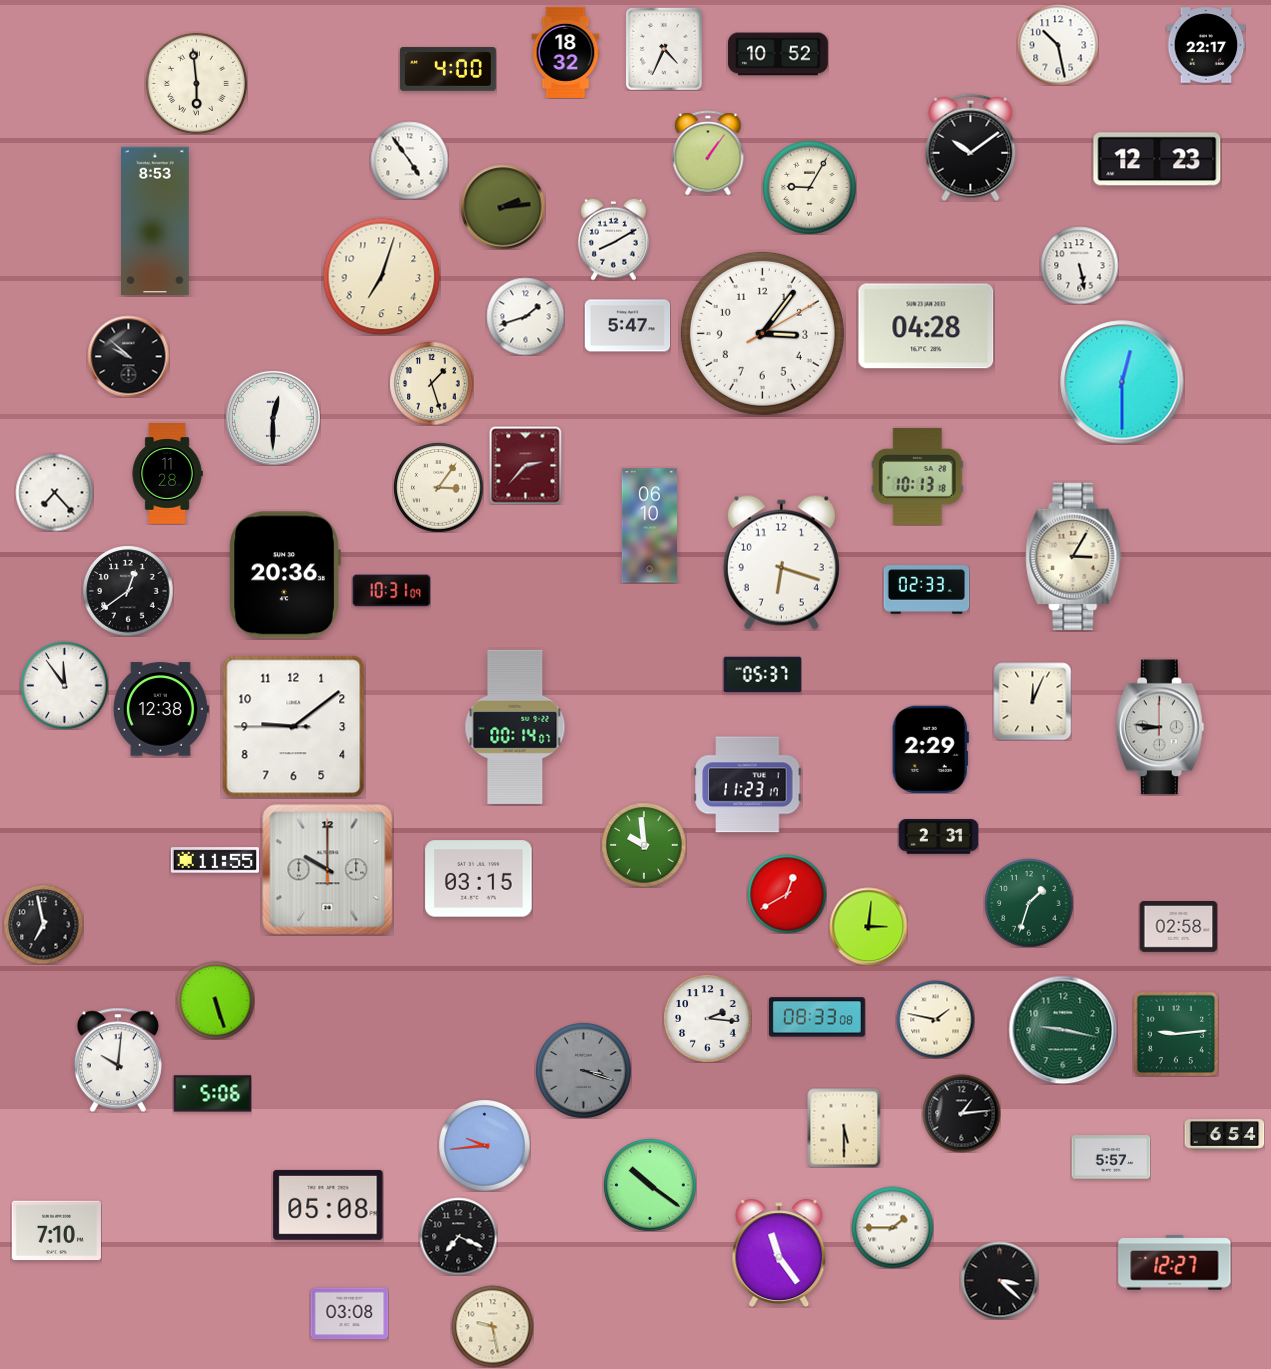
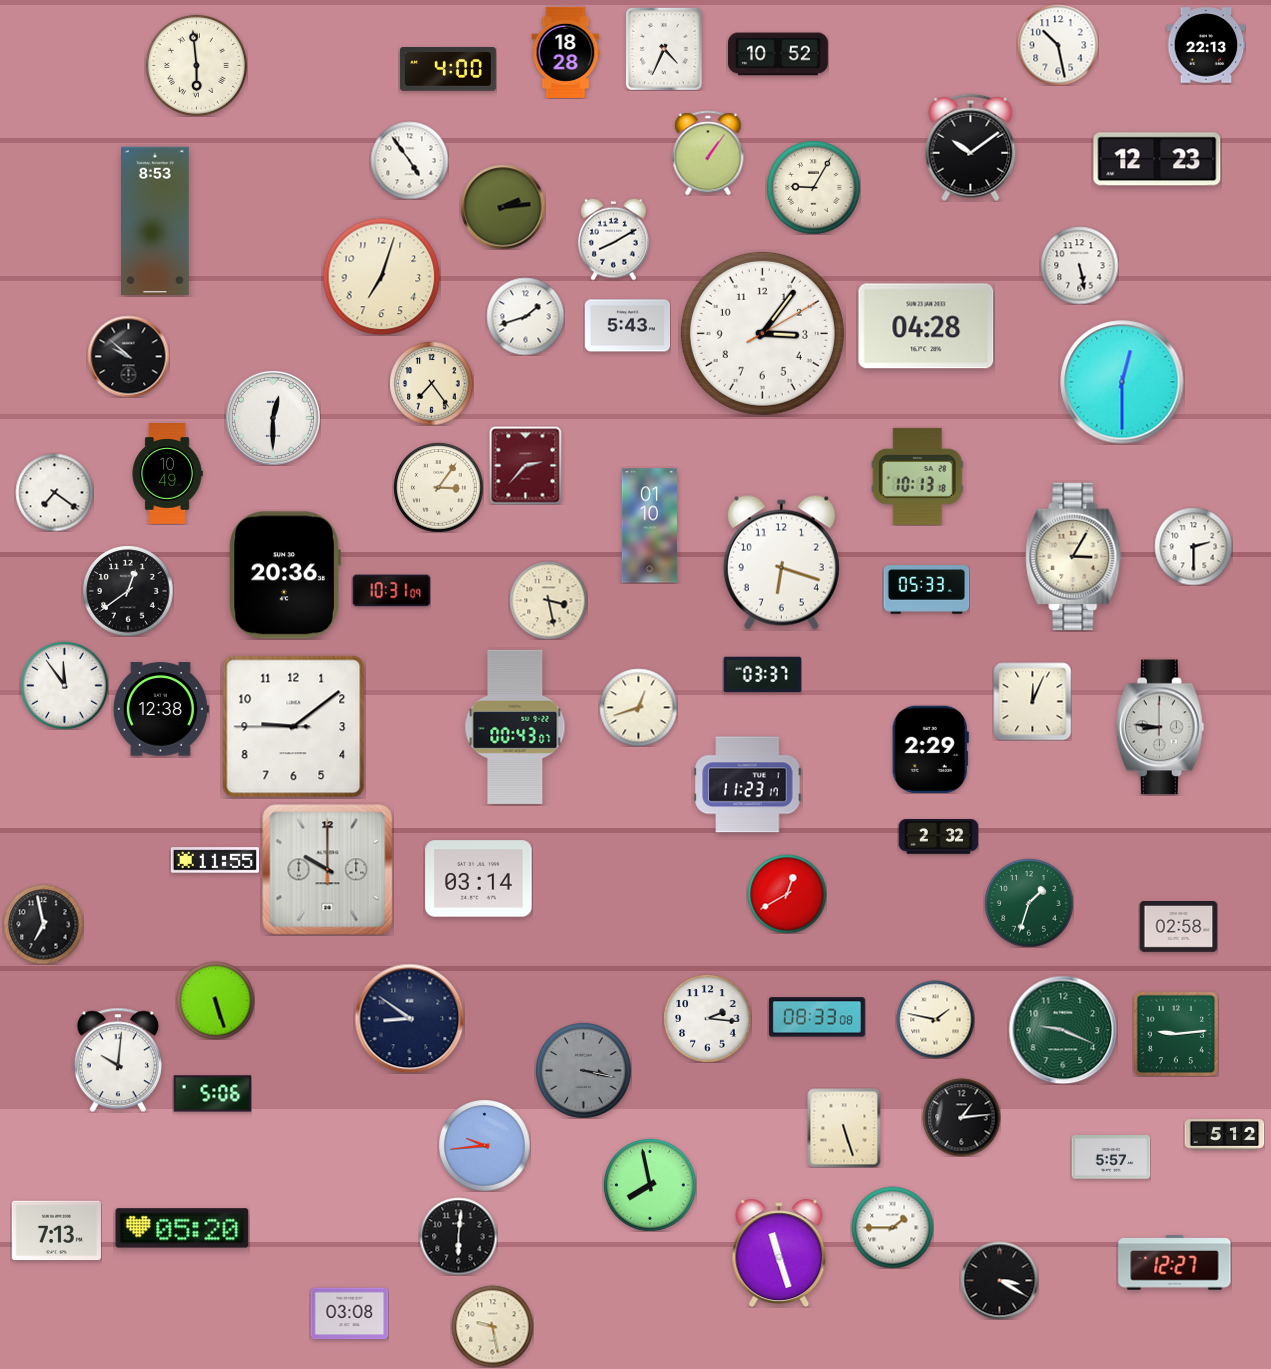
clock at (1206, 45): 22:17 -> 22:13
clock at (566, 52): 18:32 -> 18:28
clock at (196, 83) position: (196, 83) -> (196, 65)
clock at (810, 188) position: (810, 188) -> (814, 188)
clock at (627, 326): 5:47 -> 5:43
clock at (431, 383): 1:27 -> 7:24
clock at (167, 474): 11:28 -> 10:49
clock at (54, 492): 7:23 -> 7:21
clock at (649, 526): 06:10 -> 01:10
clock at (1193, 546): none -> 2:30
clock at (926, 590): 02:33 -> 05:33
clock at (548, 600): none -> 3:28
clock at (762, 675): 05:37 -> 03:37
clock at (638, 707): none -> 12:42
clock at (515, 727): 00:14 -> 00:43
clock at (938, 837): 2:31 -> 2:32
clock at (644, 845): 9:59 -> none
clock at (479, 879): 03:15 -> 03:14
clock at (868, 926): 3:01 -> none
clock at (409, 1018): none -> 8:51
clock at (1063, 1030): 9:17 -> 9:19
clock at (583, 1070): 3:18 -> 3:17
clock at (961, 1113) position: (961, 1113) -> (961, 1117)
clock at (844, 1128): 5:30 -> 5:27
clock at (1224, 1135): 6:54 -> 5:12
clock at (650, 1185): 10:21 -> 7:58
clock at (328, 1205): 05:08 -> none
clock at (182, 1228): none -> 05:20
clock at (56, 1231): 7:10 -> 7:13
clock at (458, 1236): 7:19 -> 6:01
clock at (779, 1253): 11:24 -> 11:27
clock at (999, 1280): 3:22 -> 3:20
